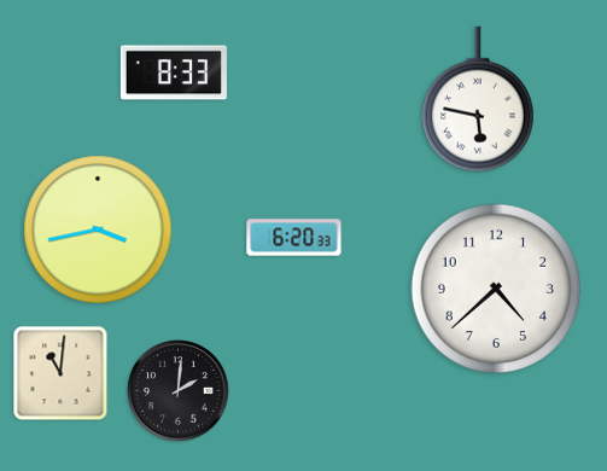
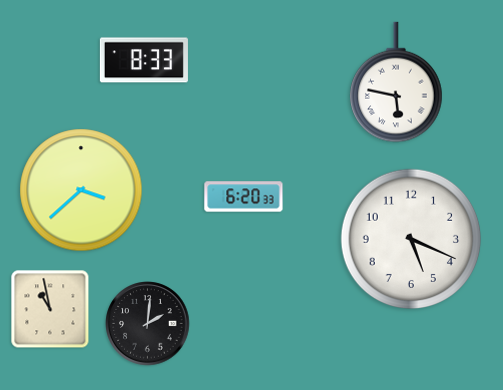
clock at (98, 229): 3:43 -> 3:38
clock at (496, 289): 4:38 -> 5:19
clock at (60, 373): 11:01 -> 10:58
